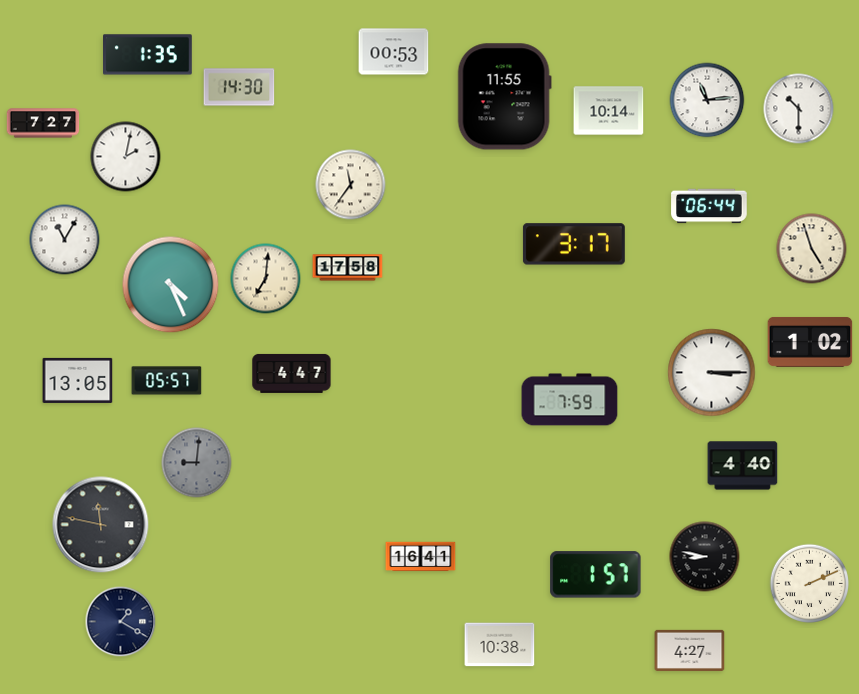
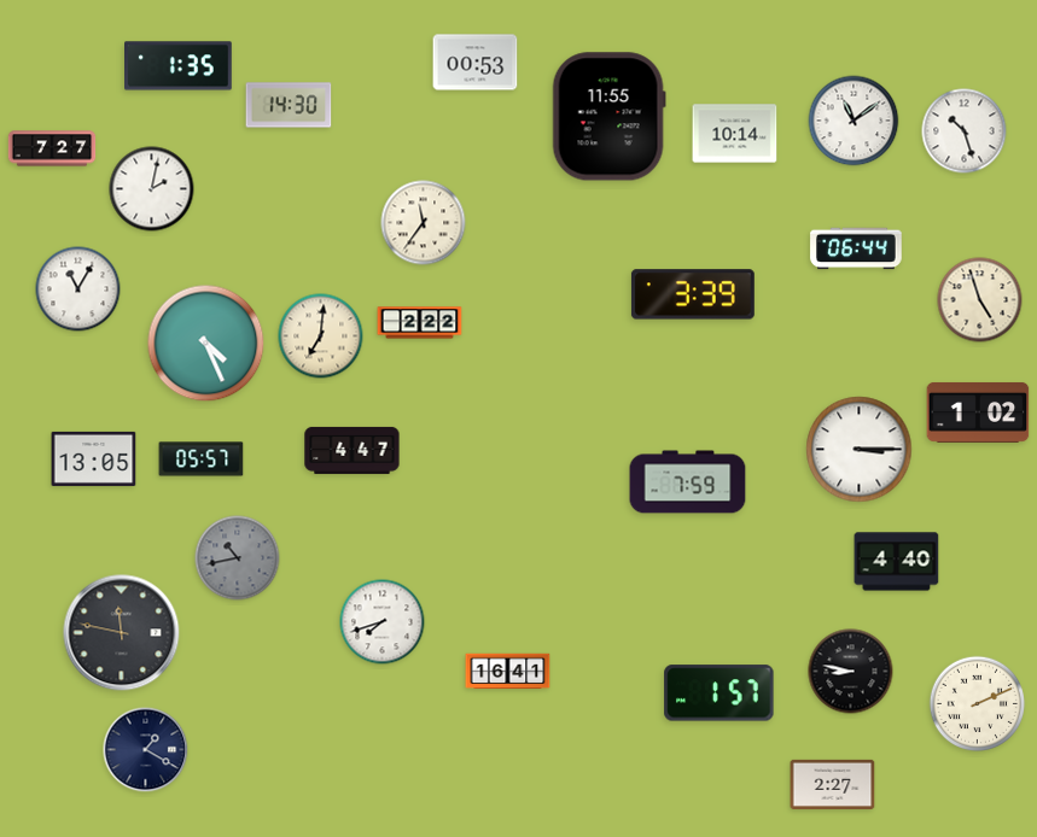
clock at (707, 100): 11:14 -> 11:09
clock at (799, 109): 10:30 -> 10:27
clock at (574, 244): 3:17 -> 3:39
clock at (348, 268): 17:58 -> 2:22
clock at (197, 463): 9:01 -> 10:43
clock at (383, 622): none -> 7:42
clock at (500, 645): 10:38 -> none
clock at (690, 650): 4:27 -> 2:27
